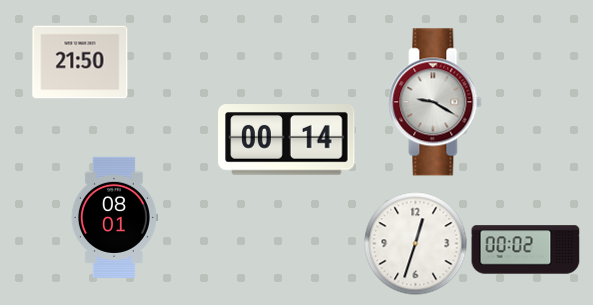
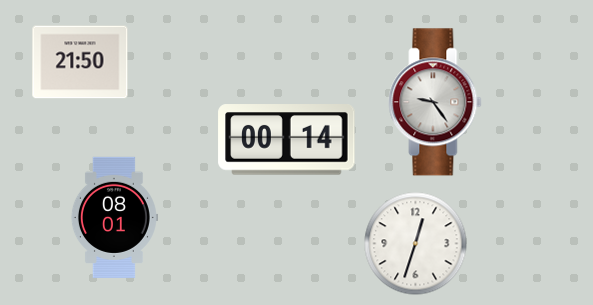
clock at (435, 102): 9:20 -> 9:24
clock at (526, 250): 00:02 -> none
